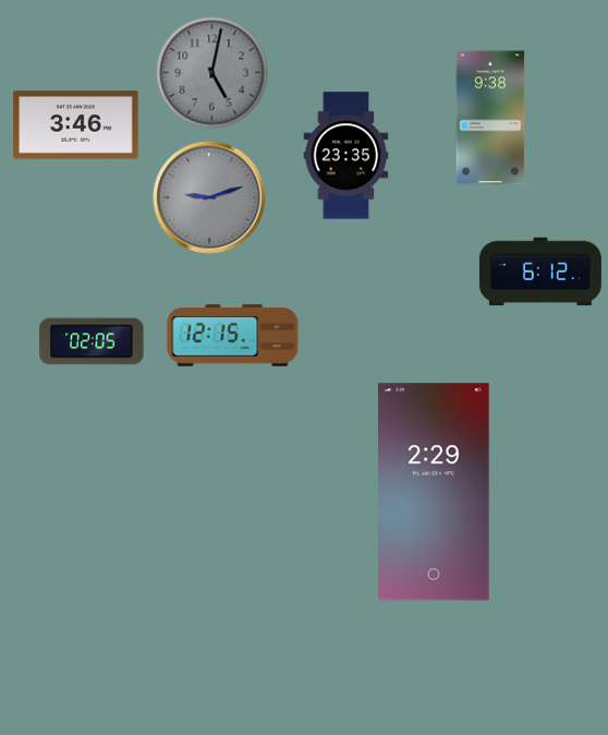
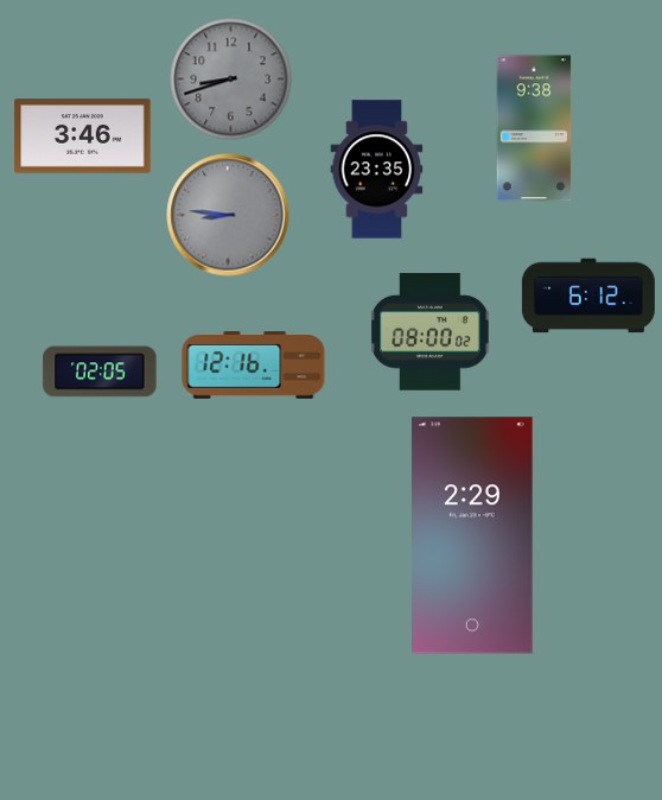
clock at (212, 73): 5:02 -> 8:42
clock at (209, 197): 9:12 -> 8:46
clock at (431, 332): none -> 08:00
clock at (233, 336): 12:15 -> 12:16
